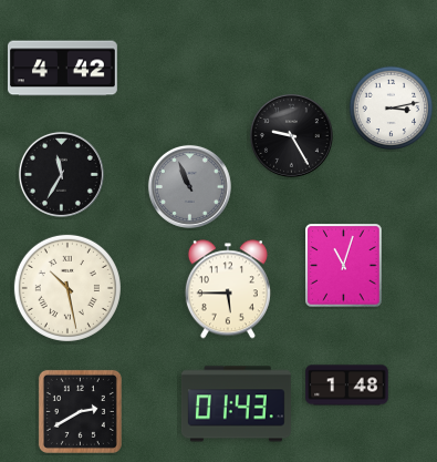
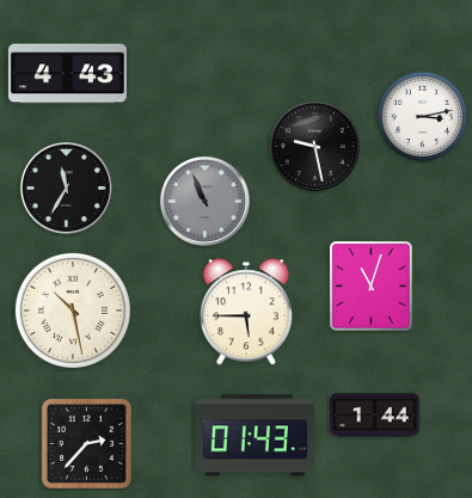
clock at (62, 69): 4:42 -> 4:43
clock at (291, 135): 9:25 -> 9:28
clock at (347, 386): 1:48 -> 1:44
clock at (80, 411): 2:40 -> 2:37
